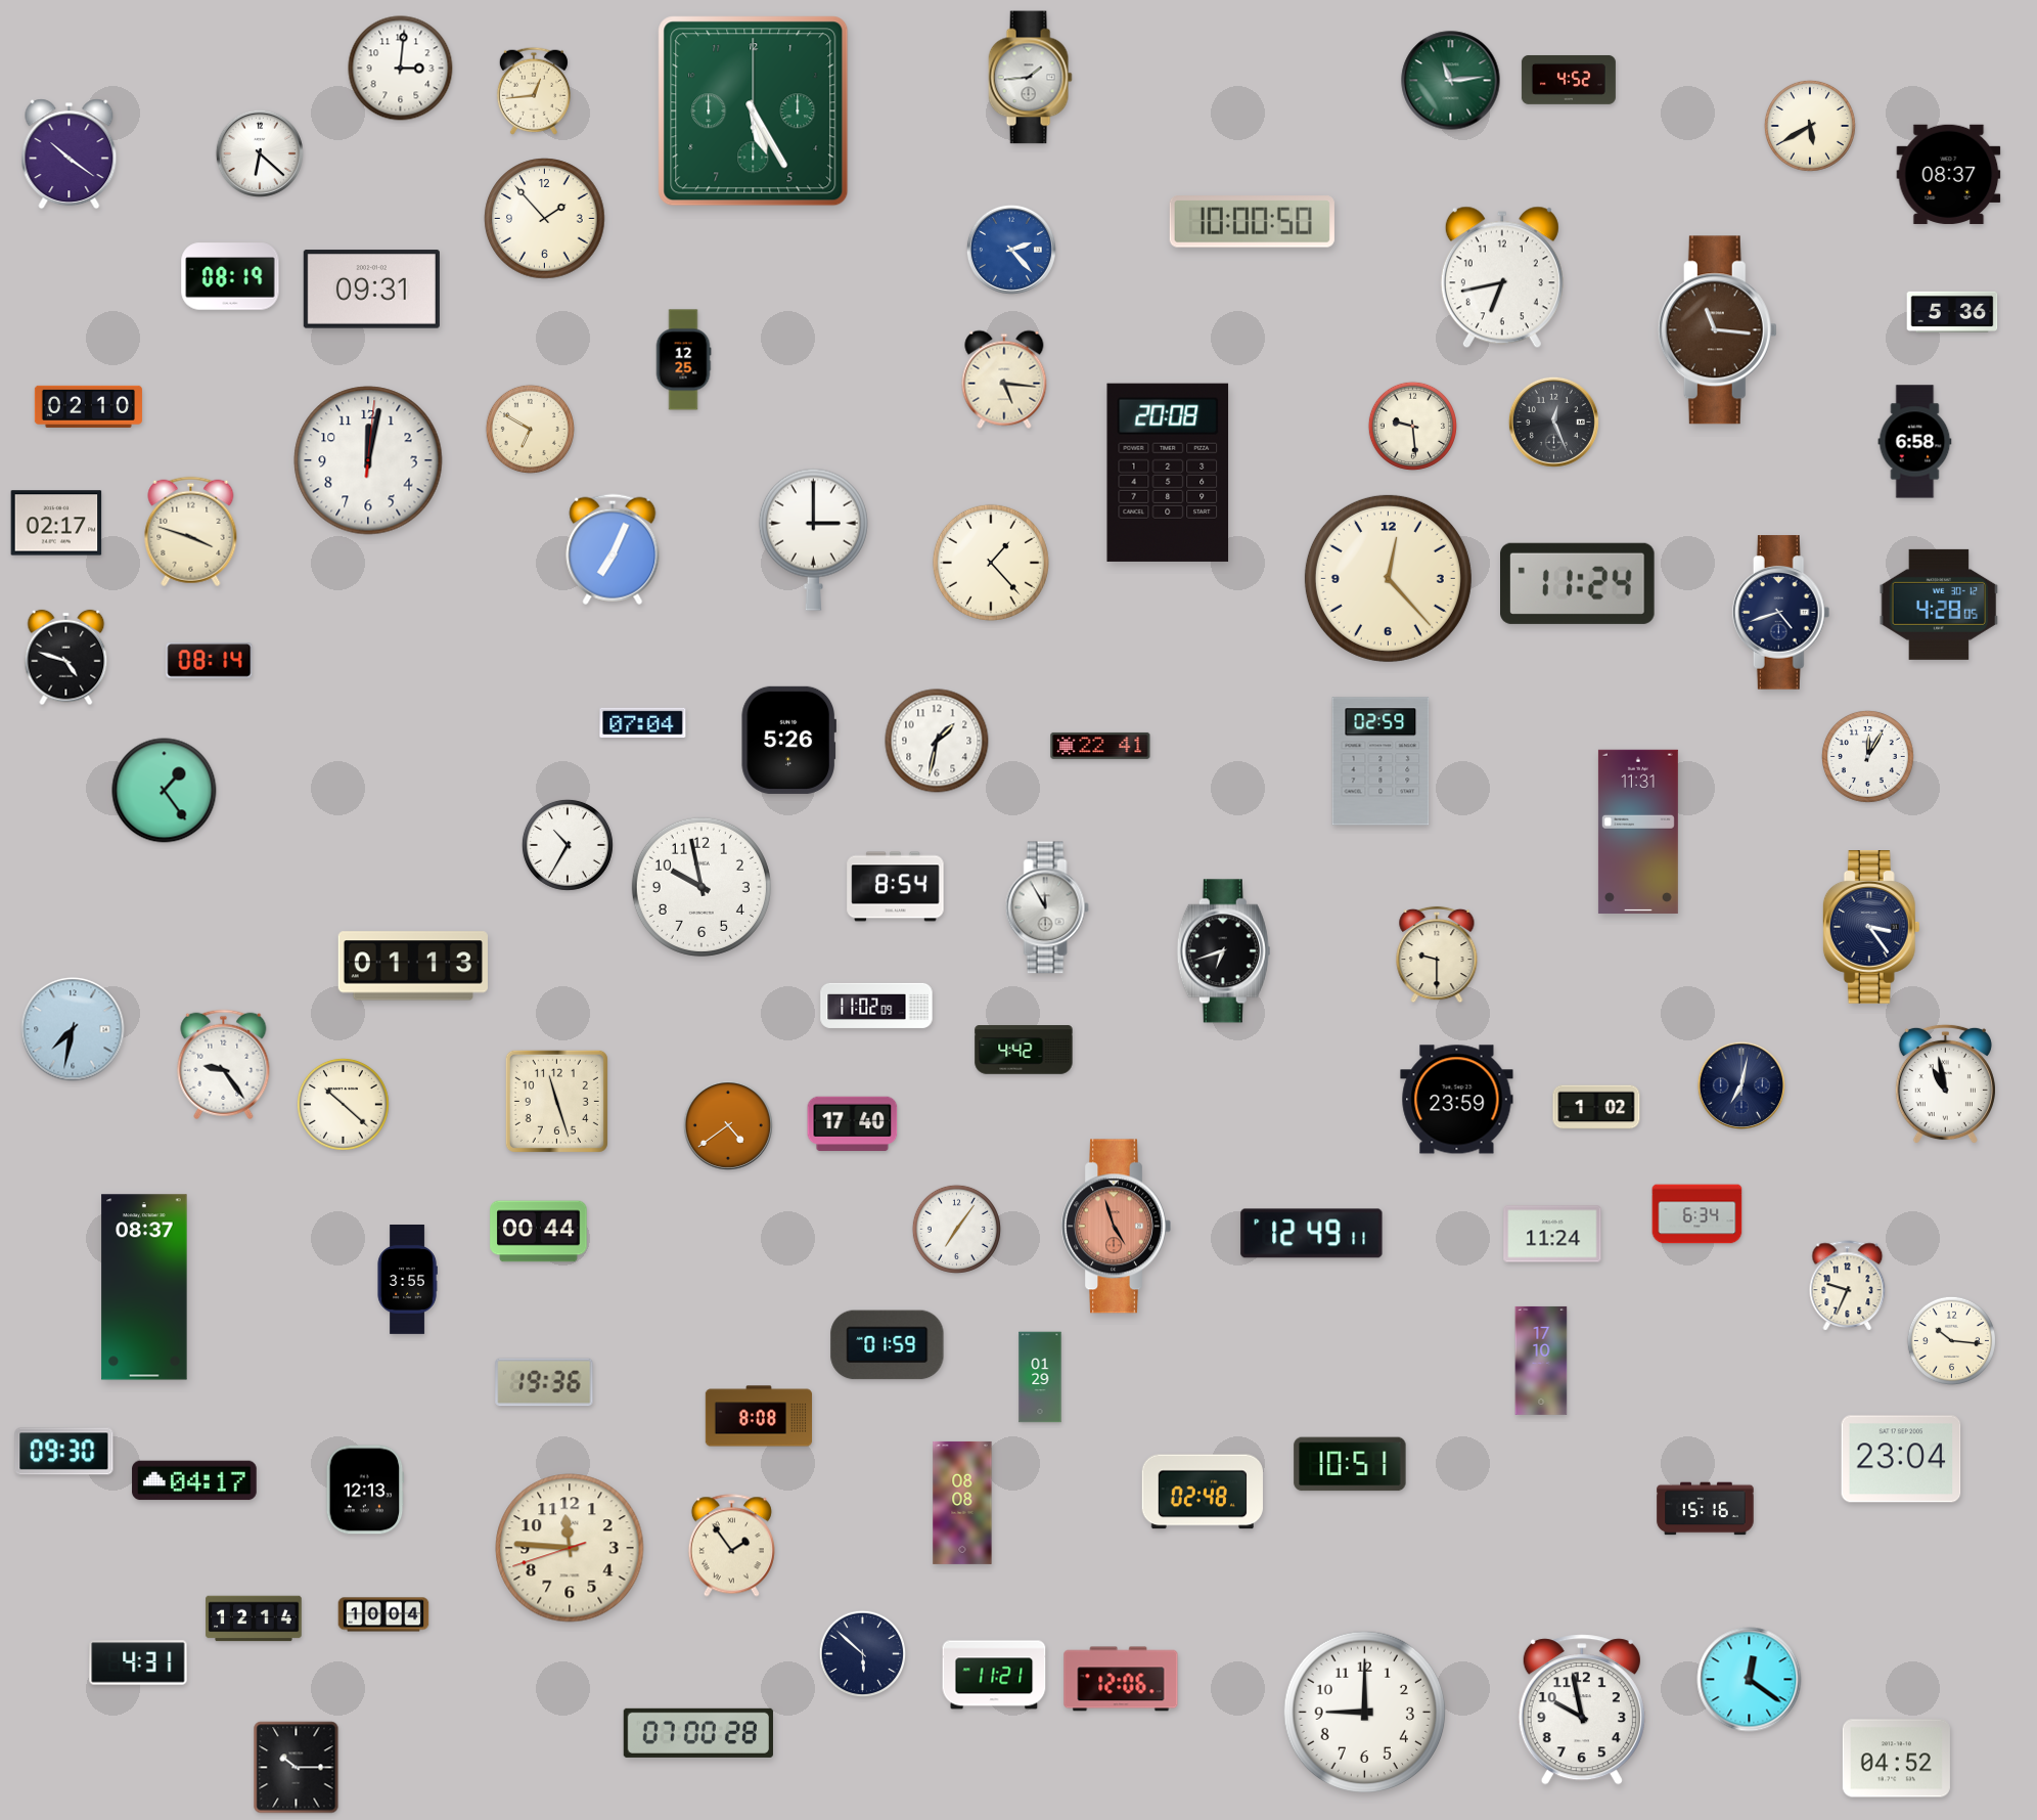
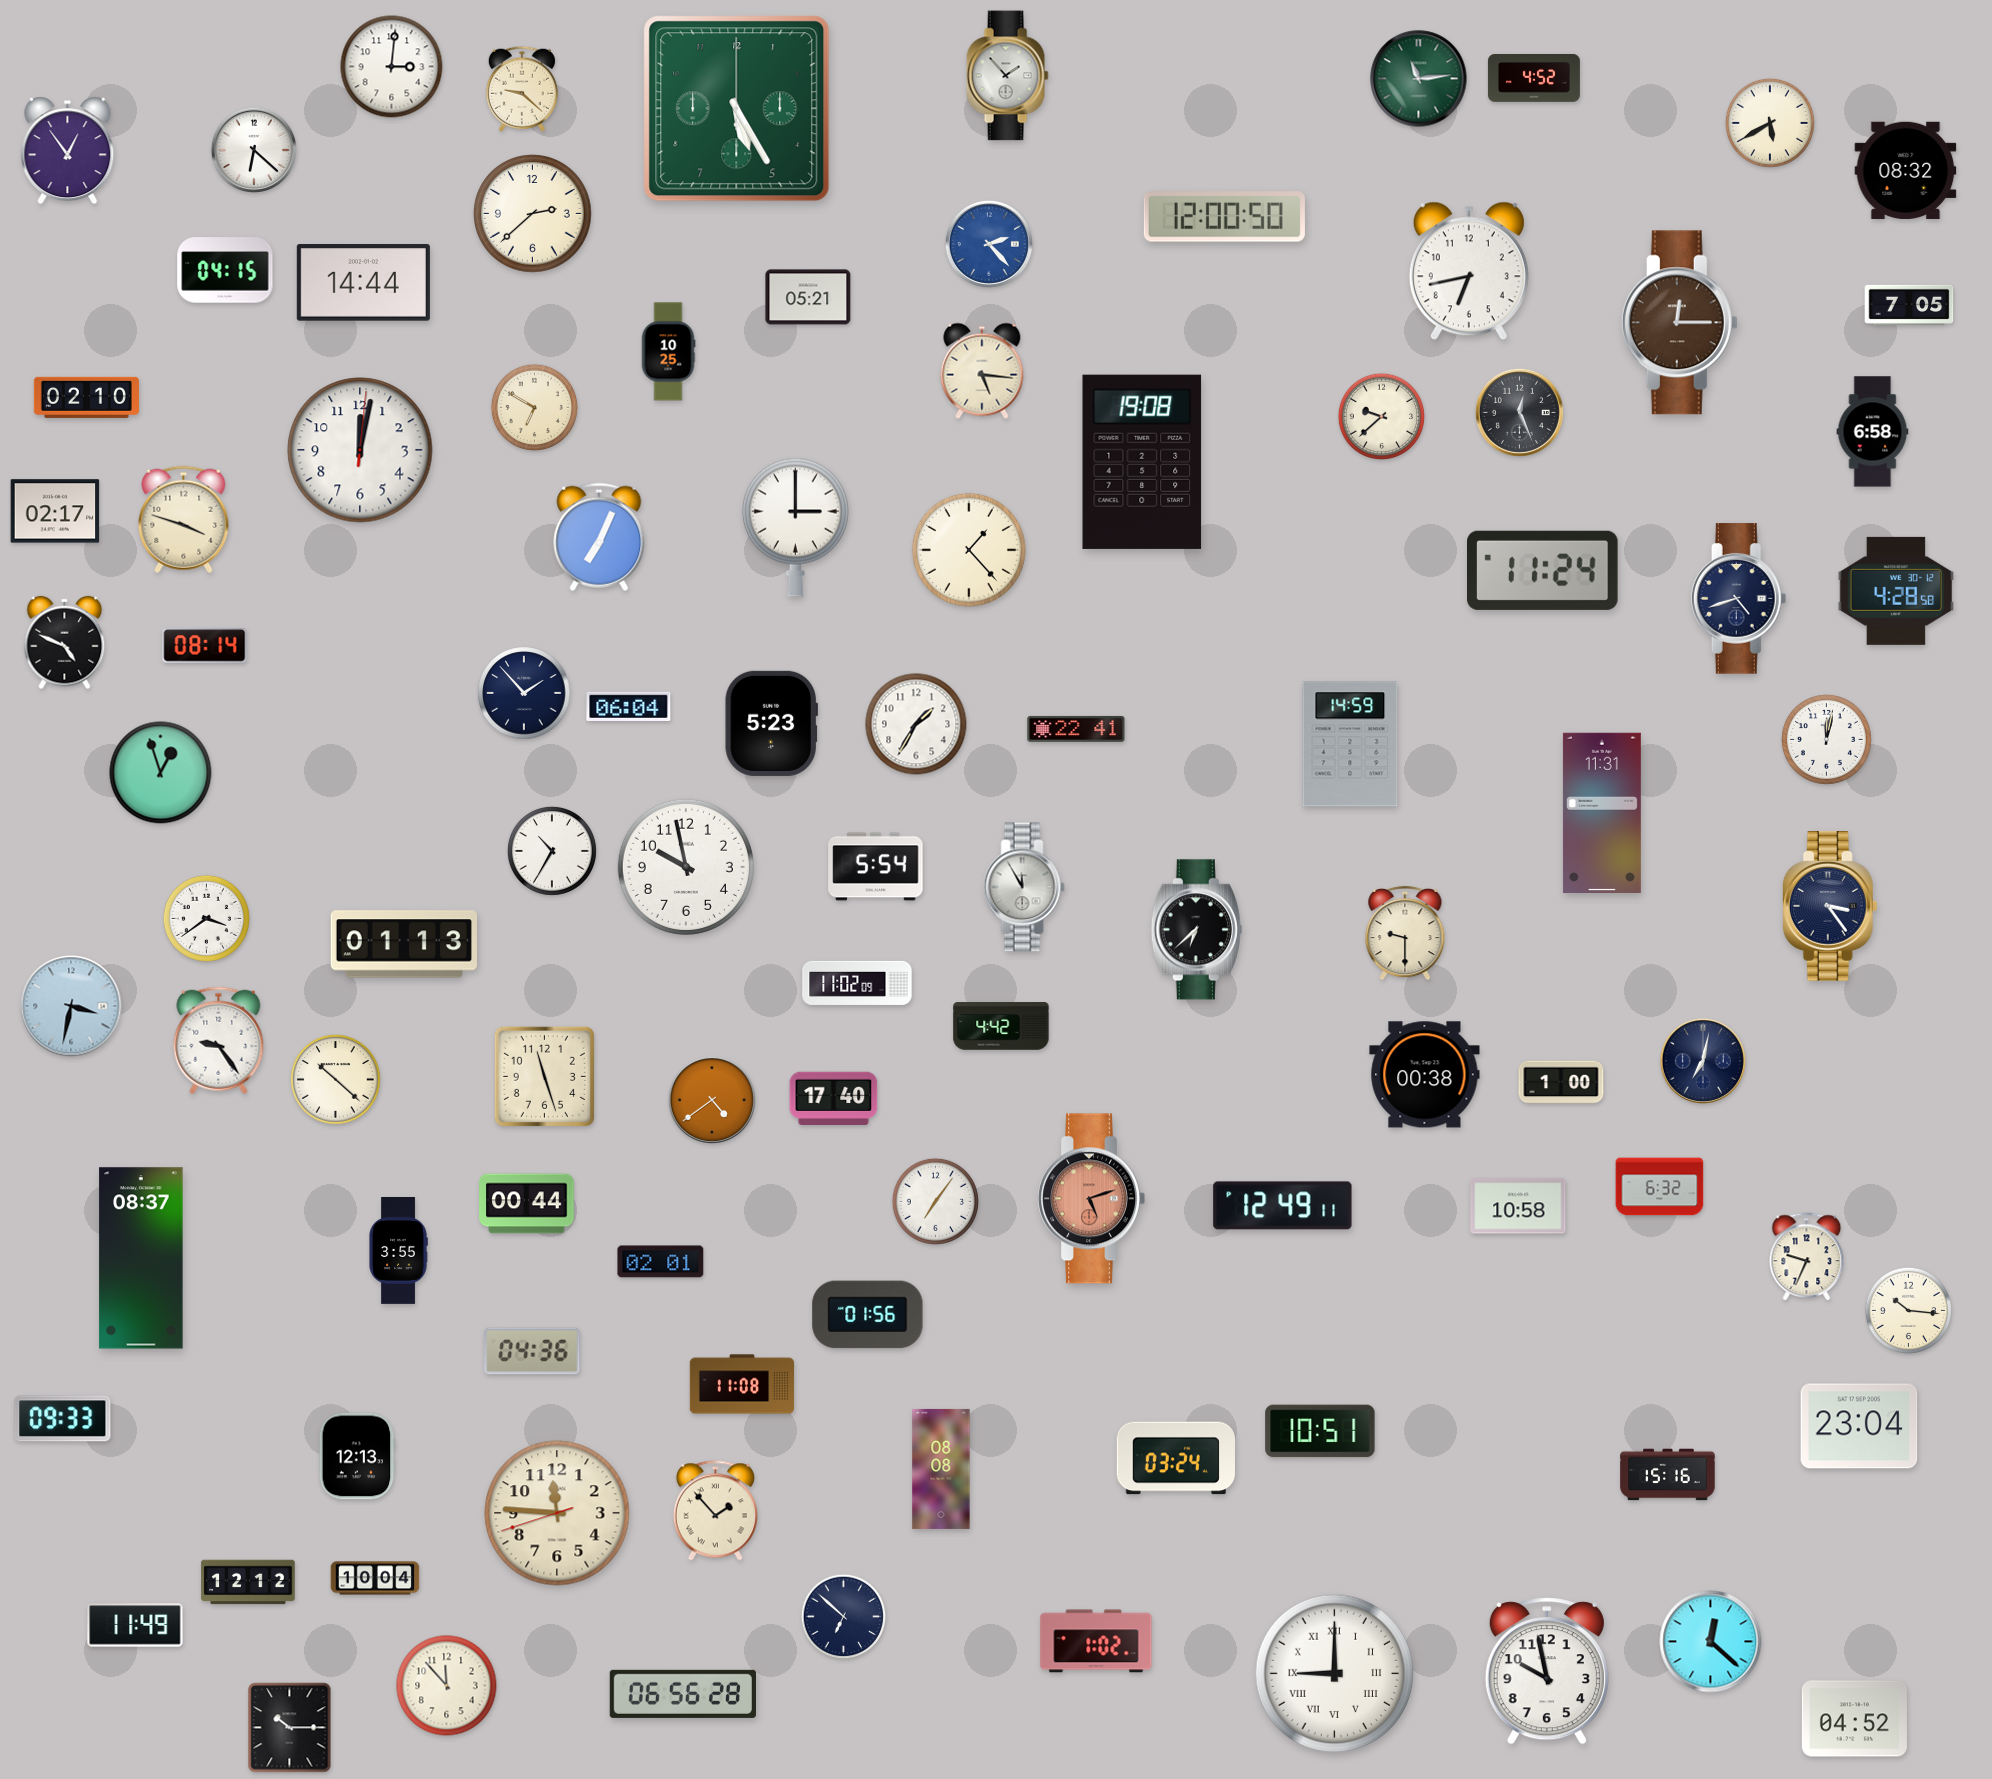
clock at (1030, 78): 1:44 -> 1:53
clock at (534, 91): 12:44 -> 9:22
clock at (70, 154): 10:21 -> 12:54
clock at (1949, 174): 08:37 -> 08:32
clock at (545, 219): 1:53 -> 2:38
clock at (1252, 222): 10:00 -> 12:00
clock at (230, 276): 08:19 -> 04:15
clock at (371, 290): 09:31 -> 14:44
clock at (808, 297): none -> 05:21
clock at (1952, 312): 5:36 -> 7:05
clock at (1717, 330): 11:16 -> 12:15
clock at (683, 360): 12:25 -> 10:25
clock at (1412, 426): 9:29 -> 9:38
clock at (530, 429) position: (530, 429) -> (534, 407)
clock at (1168, 473): 20:08 -> 19:08
clock at (191, 532) position: (191, 532) -> (184, 520)
clock at (1388, 578): 12:23 -> none
clock at (1939, 605): 4:28:05 -> 4:28:58
clock at (1781, 613) position: (1781, 613) -> (1739, 599)
clock at (66, 658): 4:48 -> 4:49
clock at (524, 693): none -> 1:53
clock at (643, 722): 07:04 -> 06:04
clock at (788, 740): 5:26 -> 5:23
clock at (937, 741): 1:32 -> 1:35
clock at (1867, 756): 12:05 -> 12:02
clock at (1380, 761): 02:59 -> 14:59
clock at (165, 791): 1:24 -> 12:57
clock at (568, 845) position: (568, 845) -> (552, 851)
clock at (896, 887): 8:54 -> 5:54
clock at (206, 918): none -> 3:39
clock at (1223, 951): 6:42 -> 6:38
clock at (73, 1029): 7:32 -> 3:32
clock at (1945, 1084): 10:58 -> none
clock at (1457, 1100): 23:59 -> 00:38
clock at (1596, 1107): 1:02 -> 1:00
clock at (1697, 1214): 6:34 -> 6:32
clock at (1116, 1227): 4:57 -> 5:12
clock at (1552, 1234): 11:24 -> 10:58
clock at (661, 1262): none -> 02:01
clock at (888, 1345): 01:59 -> 01:56
clock at (1541, 1361): 17:10 -> none
clock at (1040, 1377): 01:29 -> none
clock at (544, 1382): 19:36 -> 04:36
clock at (759, 1416): 8:08 -> 11:08
clock at (64, 1452): 09:30 -> 09:33
clock at (194, 1480): 04:17 -> none
clock at (1203, 1492): 02:48 -> 03:24
clock at (731, 1546): 1:54 -> 1:53
clock at (254, 1618): 12:14 -> 12:12
clock at (863, 1654): 5:52 -> 6:52
clock at (138, 1662): 4:31 -> 11:49
clock at (994, 1675): 11:21 -> none
clock at (1121, 1679): 12:06 -> 1:02
clock at (1750, 1680): 12:21 -> 12:22
clock at (1365, 1713) numerals: Arabic -> Roman
clock at (447, 1686): none -> 11:53
clock at (698, 1733): 07:00 -> 06:56
